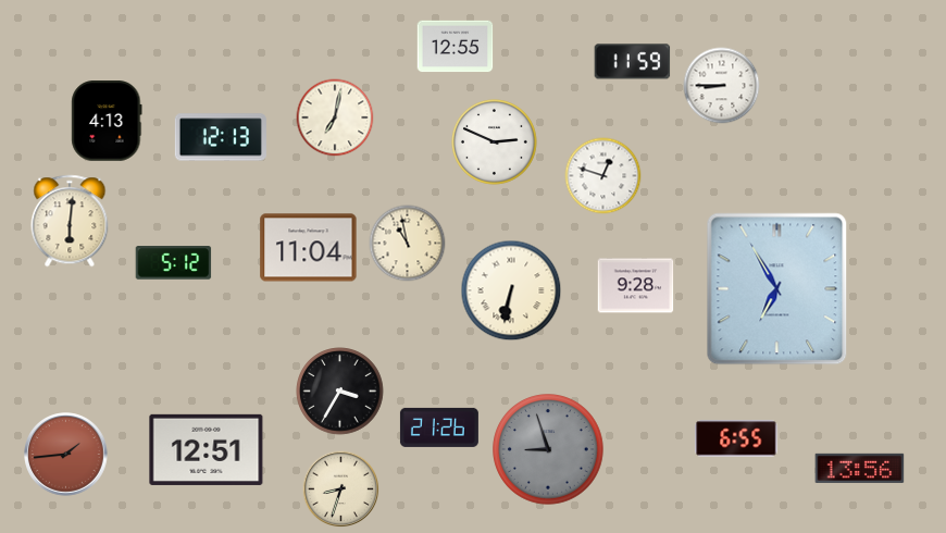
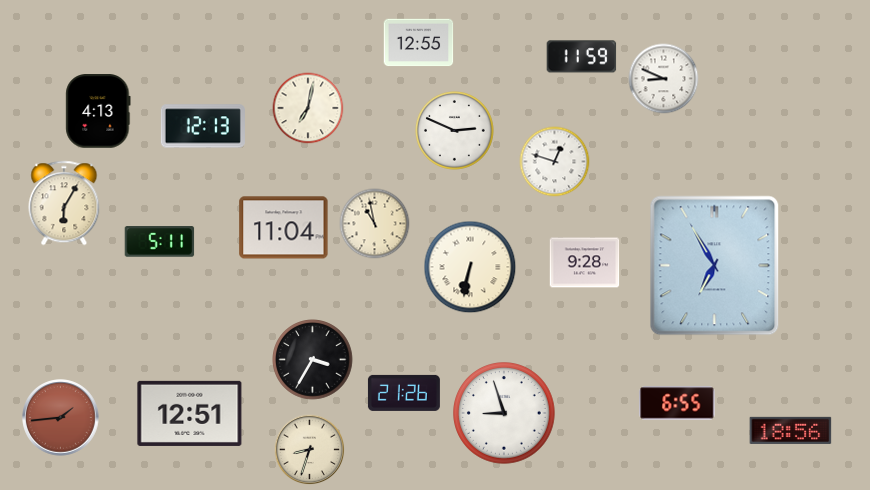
clock at (722, 86): 8:45 -> 8:49
clock at (70, 221): 6:01 -> 6:05
clock at (174, 263): 5:12 -> 5:11
clock at (549, 450) dial: grey -> white
clock at (860, 468): 13:56 -> 18:56
clock at (341, 489) position: (341, 489) -> (310, 450)
